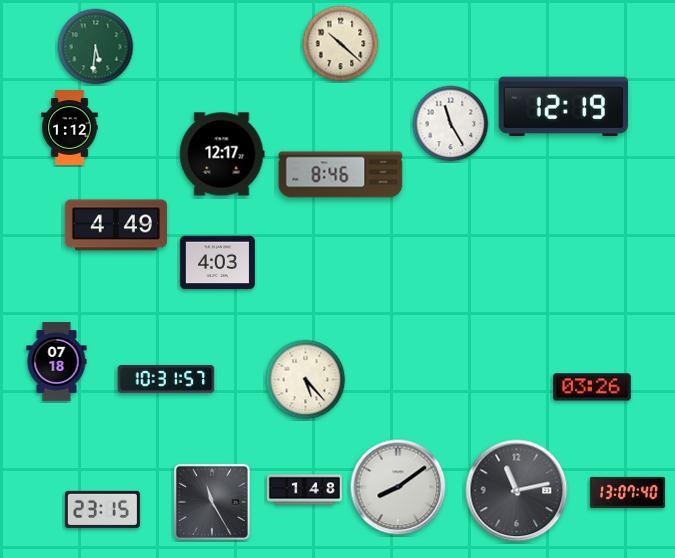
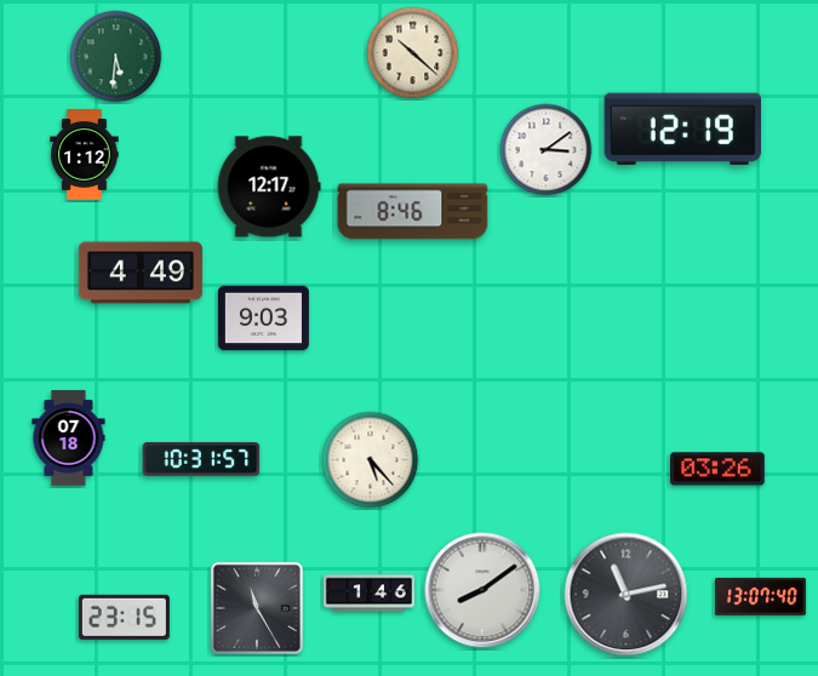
clock at (451, 124): 11:25 -> 3:09
clock at (217, 263): 4:03 -> 9:03
clock at (304, 490): 1:48 -> 1:46
